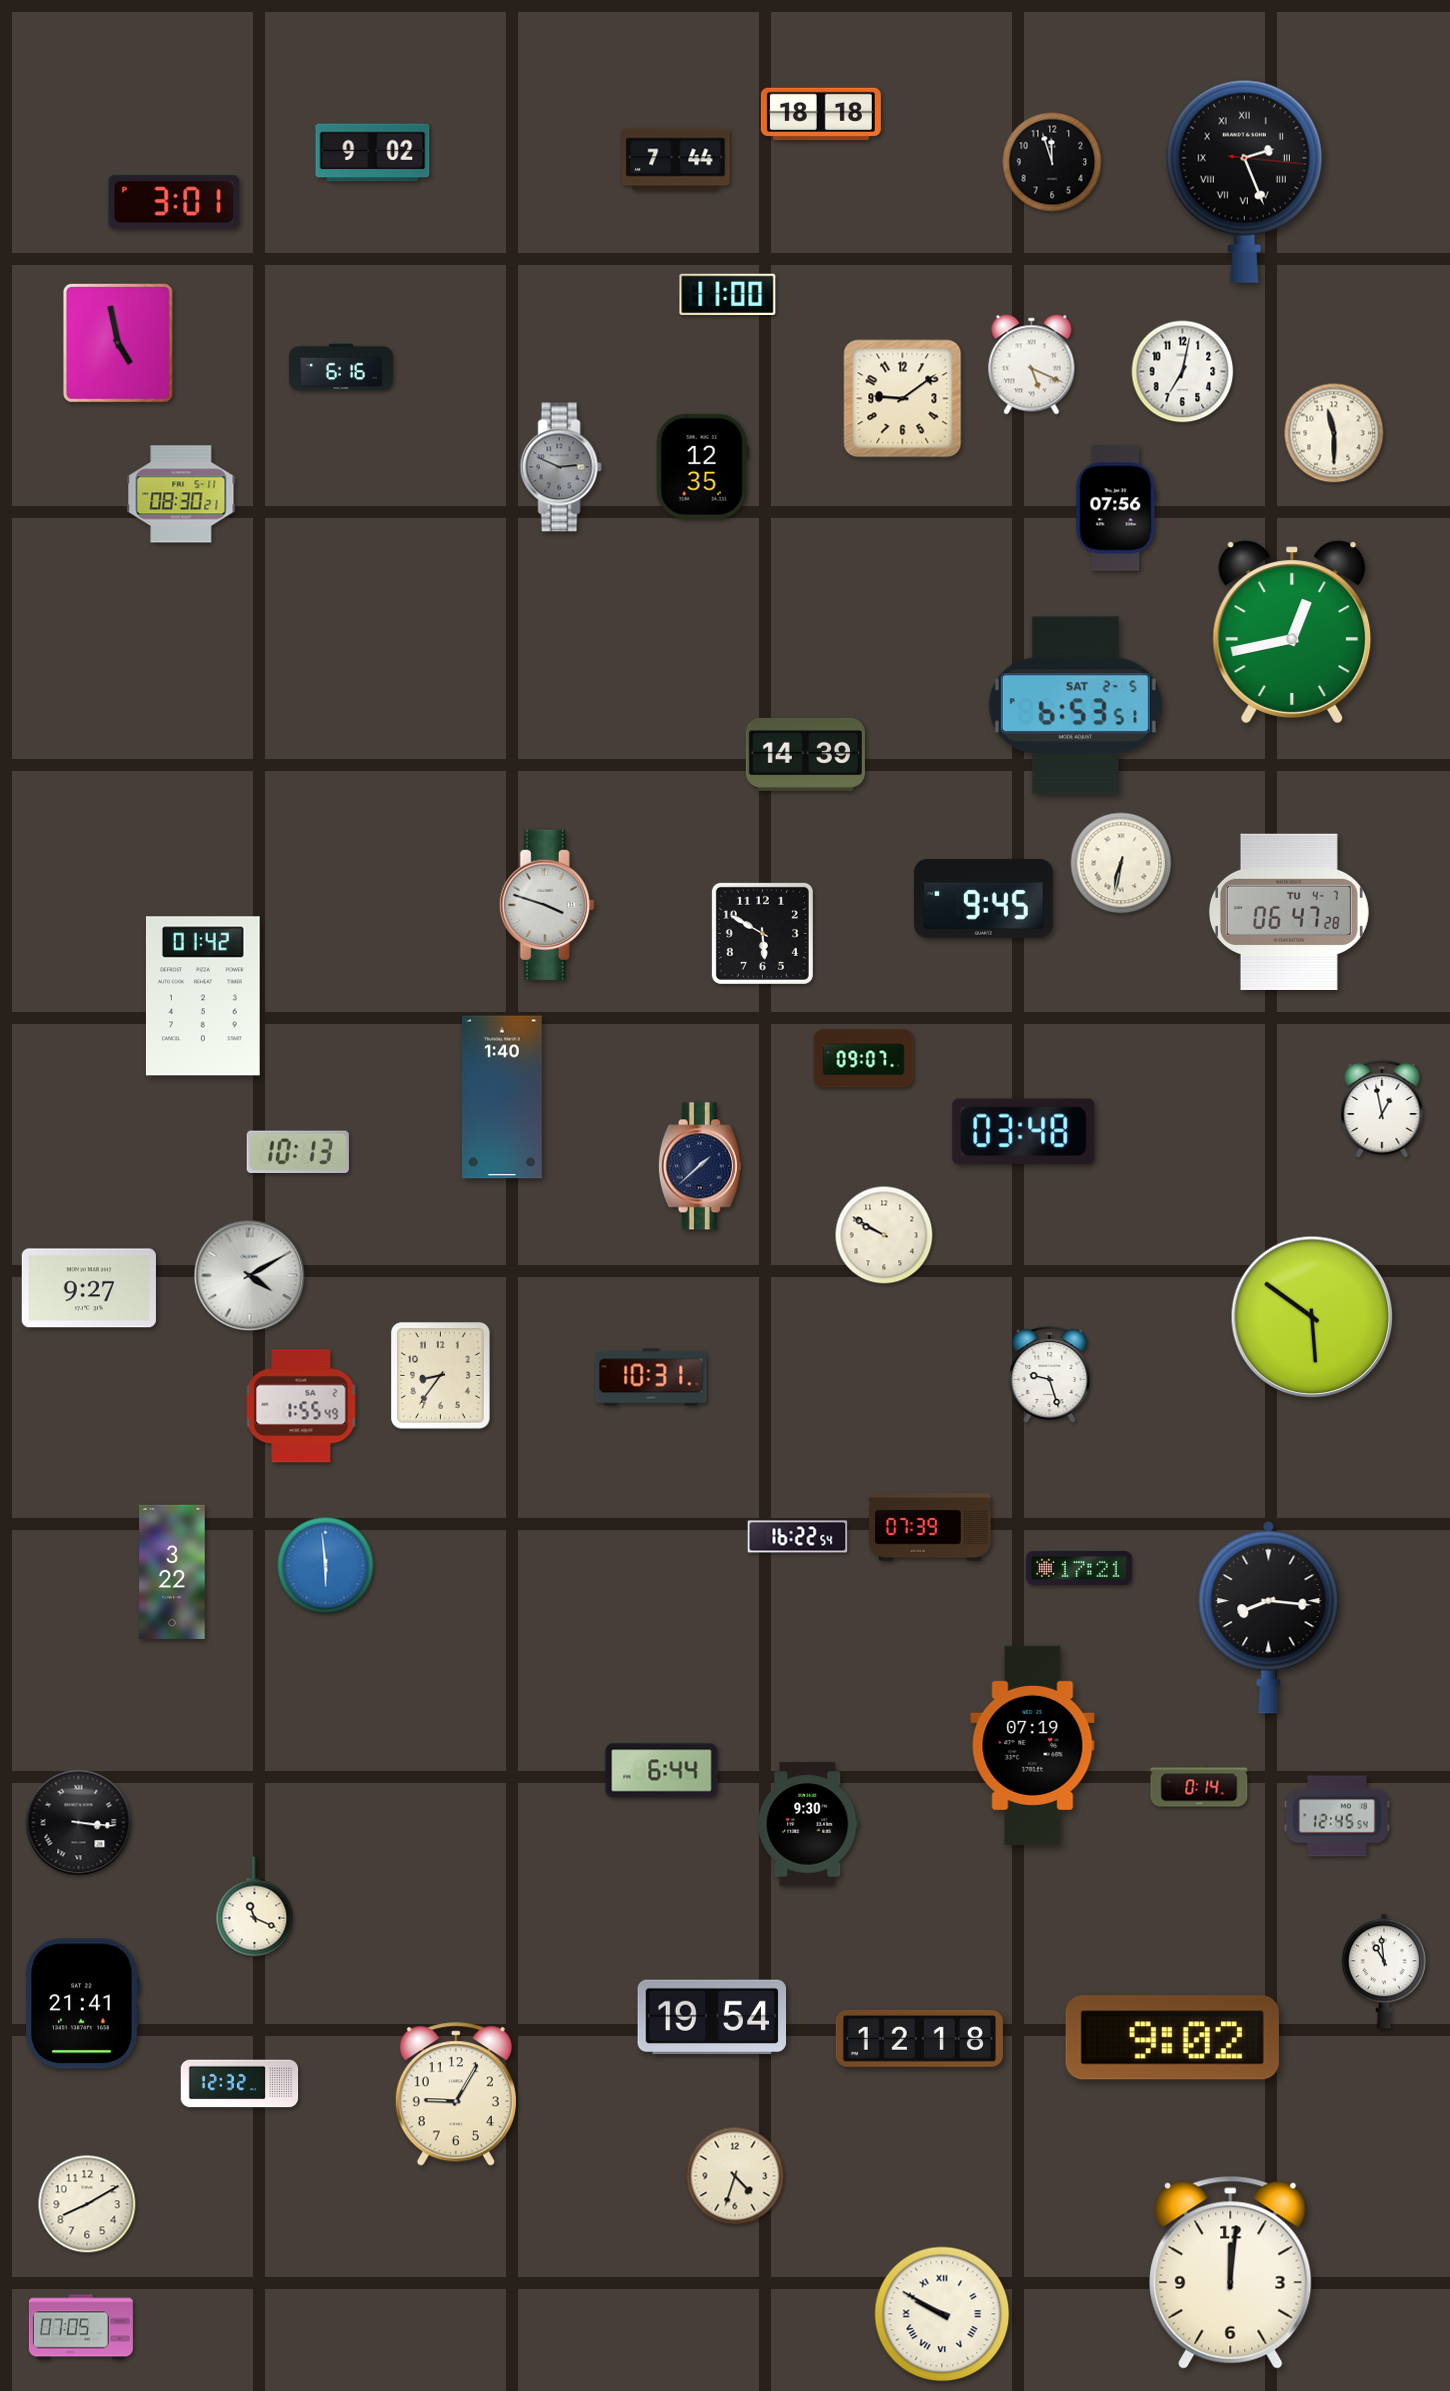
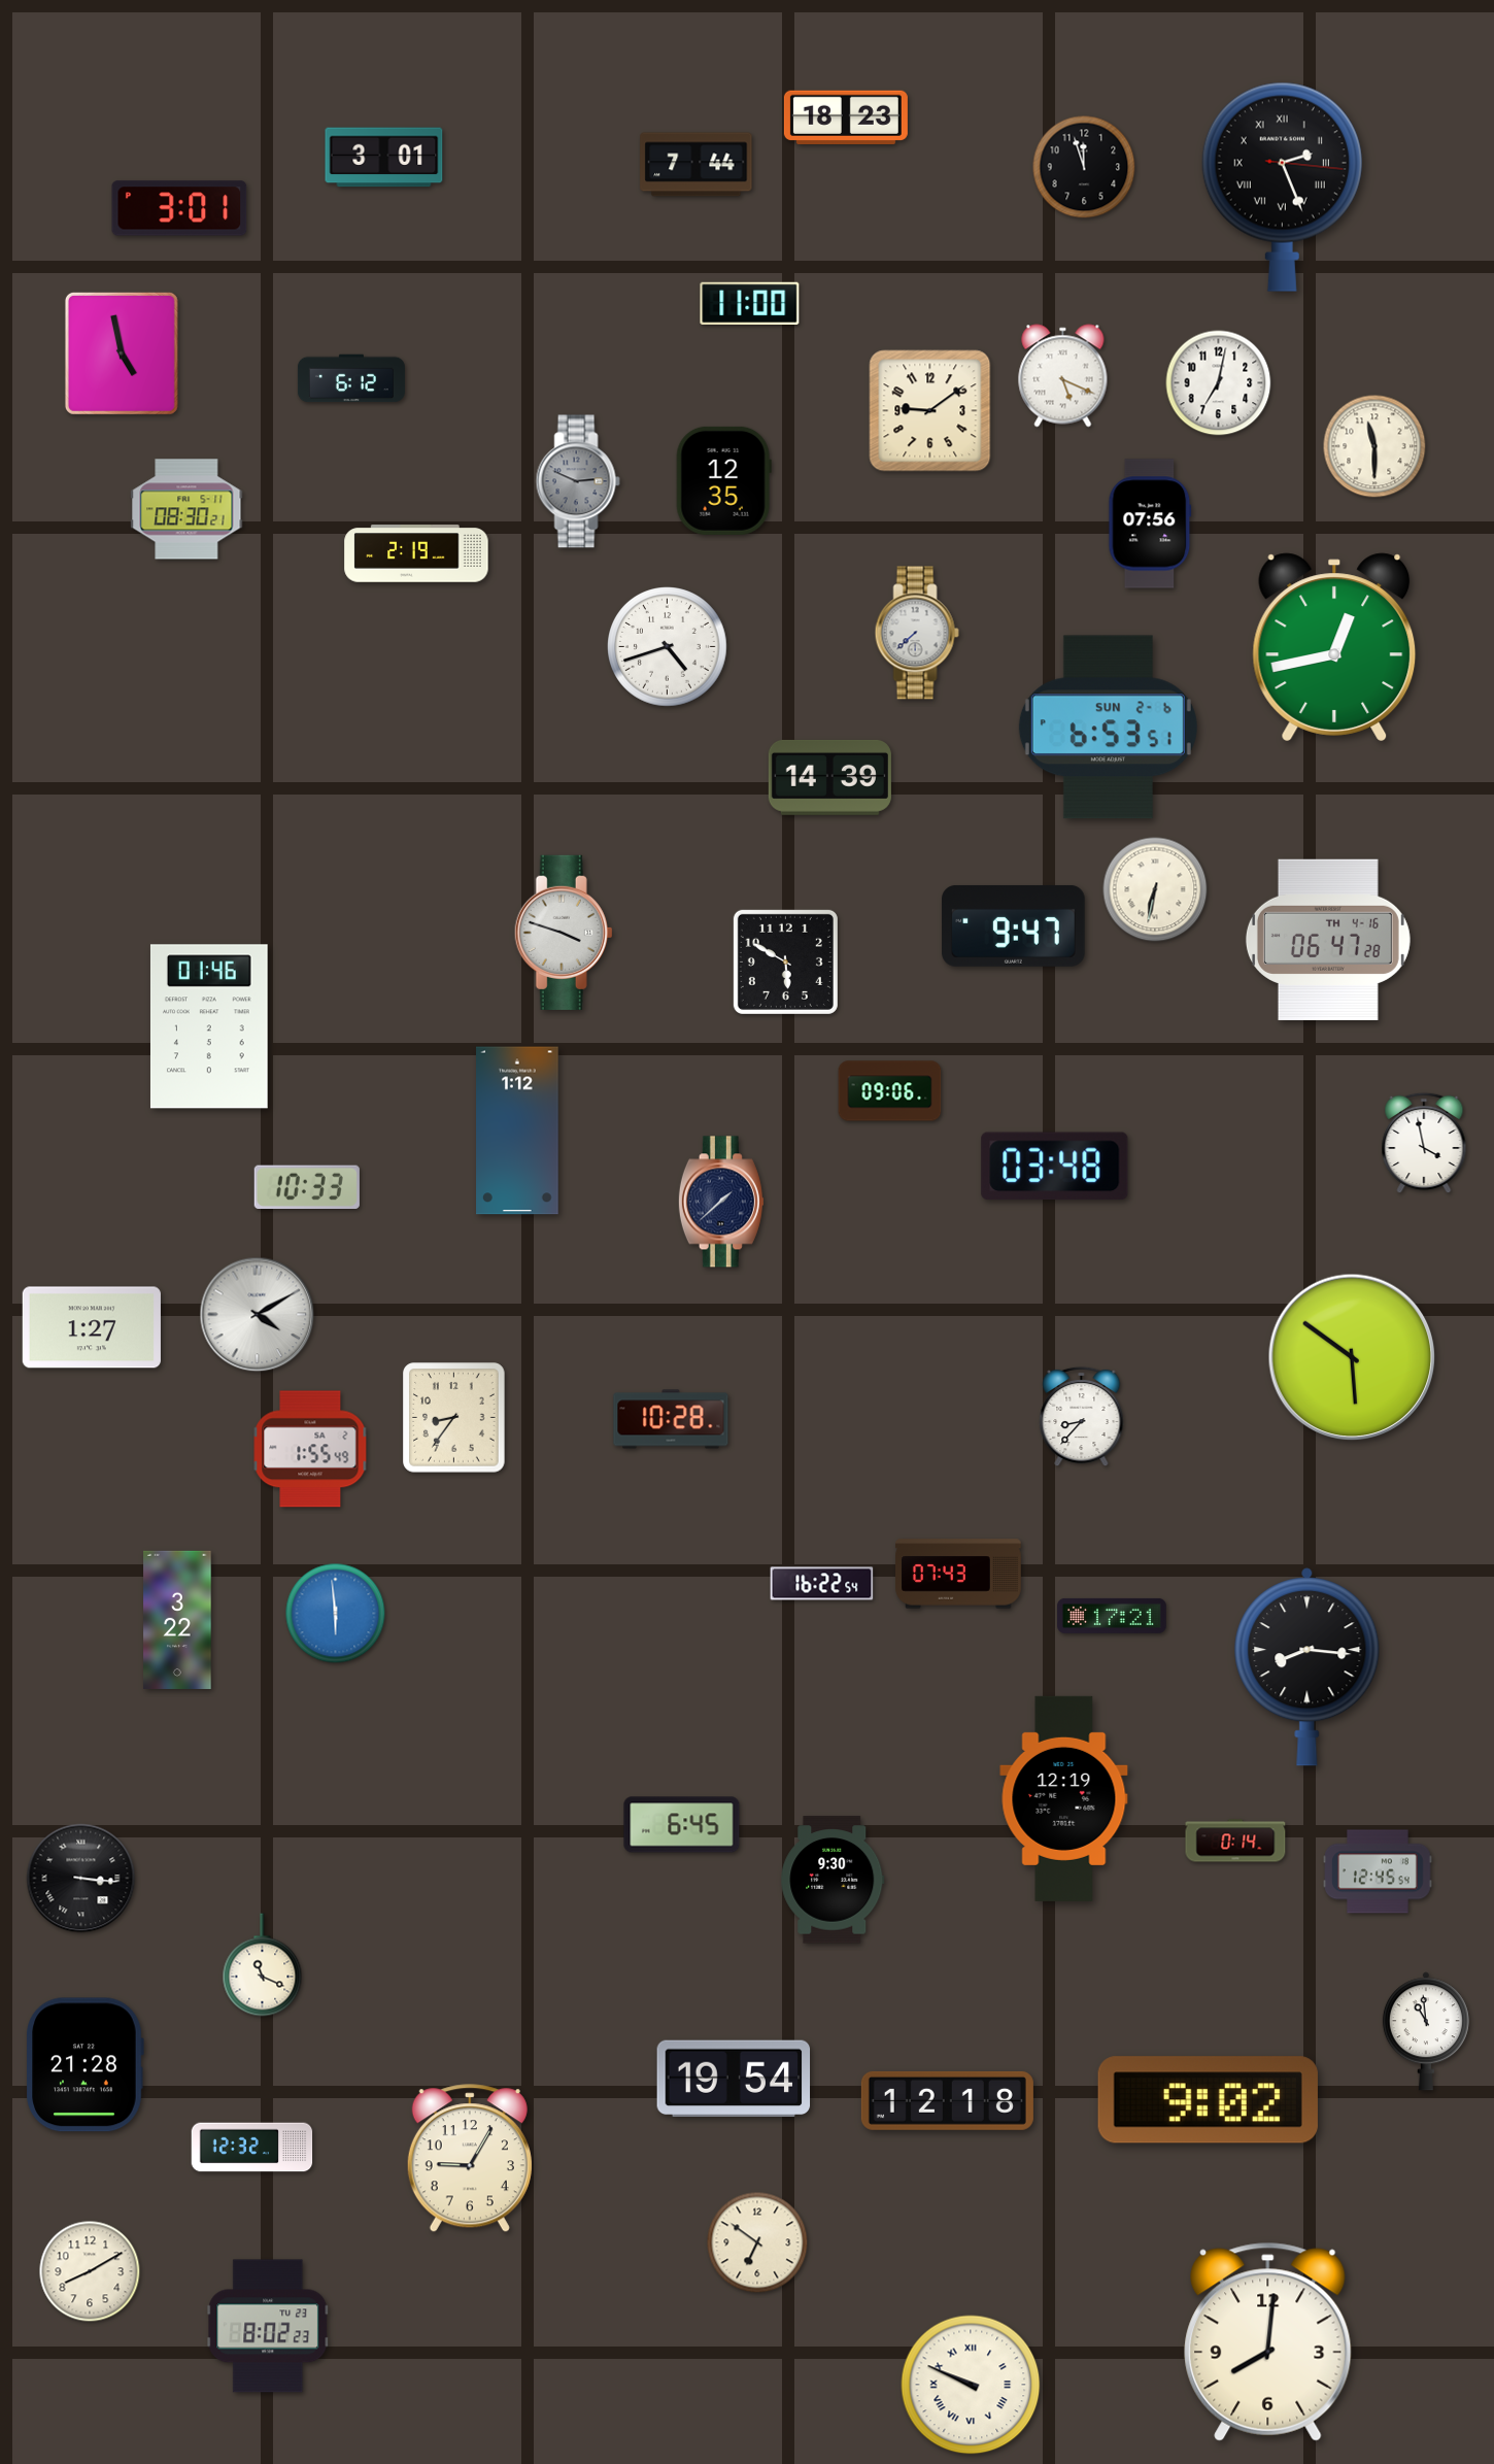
clock at (821, 113): 18:18 -> 18:23
clock at (373, 153): 9:02 -> 3:01
clock at (341, 367): 6:16 -> 6:12
clock at (416, 553): none -> 2:19
clock at (917, 633): none -> 7:38
clock at (668, 647): none -> 4:42
clock at (1292, 632) position: (1292, 632) -> (1334, 647)
clock at (1075, 706) date: SAT 2-5 -> SUN 2-6
clock at (984, 898): 9:45 -> 9:47
clock at (1289, 911) date: TU 4-7 -> TH 4-16
clock at (203, 996): 01:42 -> 01:46
clock at (864, 1059): 09:07 -> 09:06
clock at (503, 1097): 1:40 -> 1:12
clock at (1382, 1109): 12:58 -> 3:58
clock at (298, 1152): 10:13 -> 10:33
clock at (884, 1235): 9:50 -> none
clock at (89, 1288): 9:27 -> 1:27
clock at (1050, 1375): 9:27 -> 8:37
clock at (651, 1377): 10:31 -> 10:28
clock at (930, 1527): 07:39 -> 07:43
clock at (1033, 1745): 07:19 -> 12:19
clock at (662, 1771): 6:44 -> 6:45
clock at (82, 2004): 21:41 -> 21:28
clock at (240, 2084) position: (240, 2084) -> (252, 2148)
clock at (735, 2176): 4:33 -> 6:51
clock at (268, 2326): none -> 8:02
clock at (1231, 2272): 12:01 -> 8:01
clock at (942, 2314): 9:50 -> 9:49
clock at (81, 2327): 07:05 -> none
